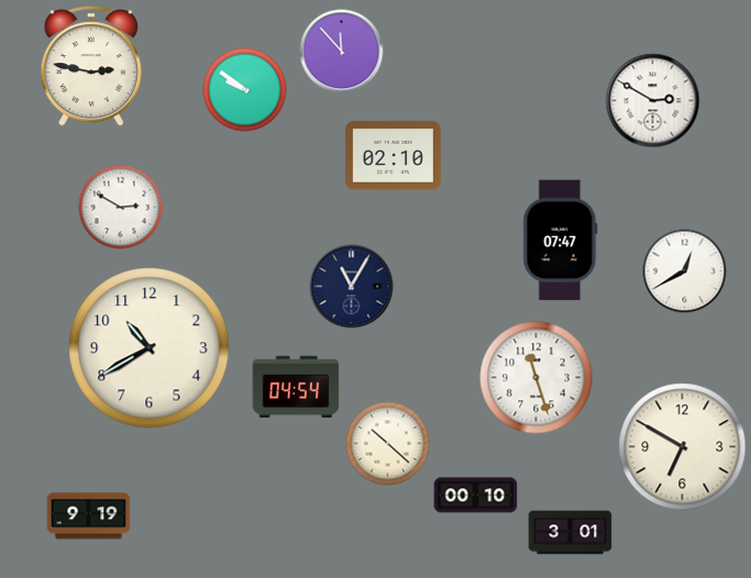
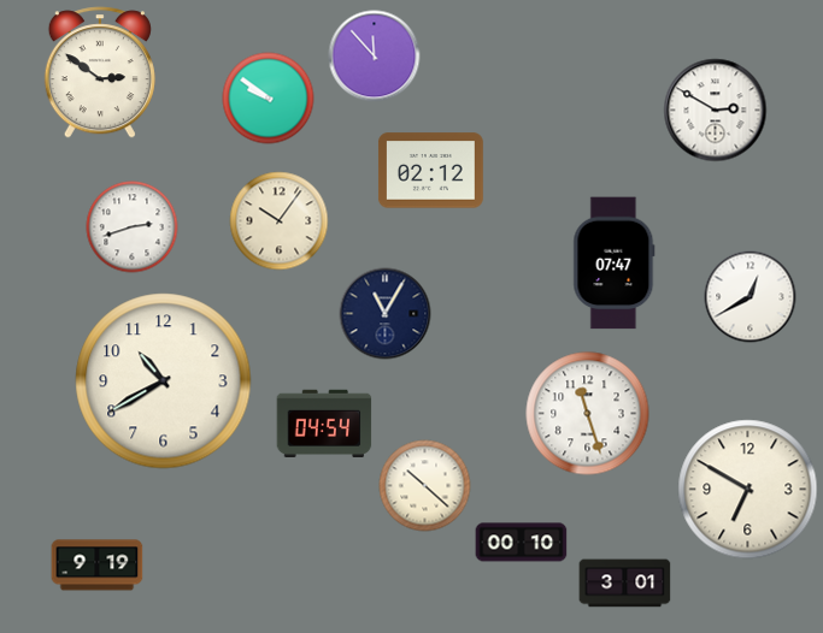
clock at (91, 66): 2:47 -> 2:51
clock at (393, 156): 02:10 -> 02:12
clock at (280, 221): none -> 10:06
clock at (121, 208): 2:50 -> 2:42
